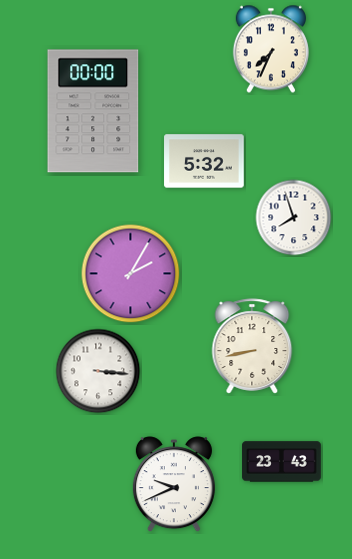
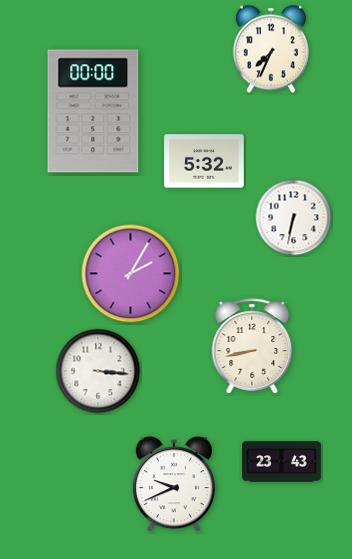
clock at (294, 218): 7:57 -> 6:32
